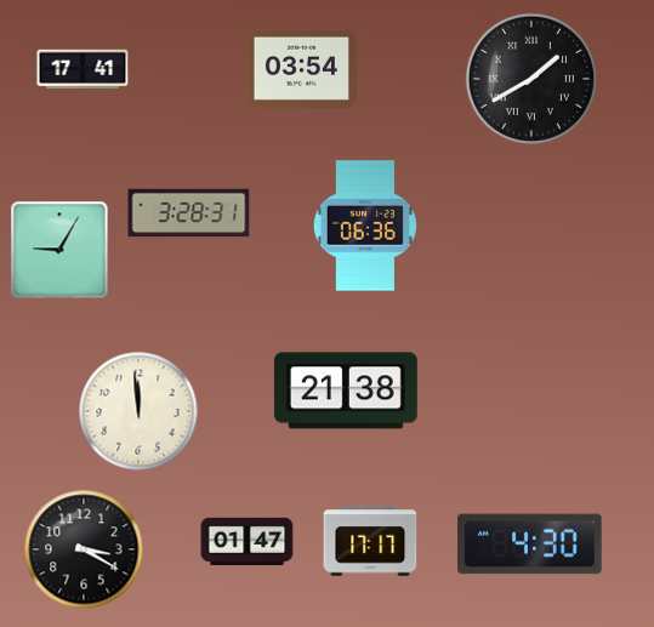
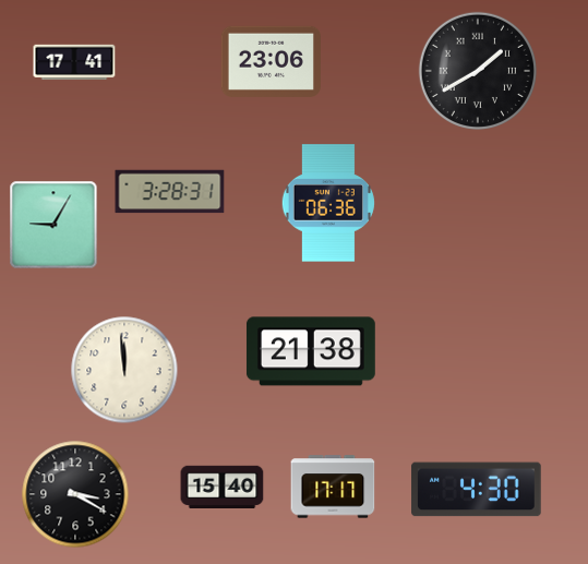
clock at (301, 68): 03:54 -> 23:06
clock at (248, 542): 01:47 -> 15:40
